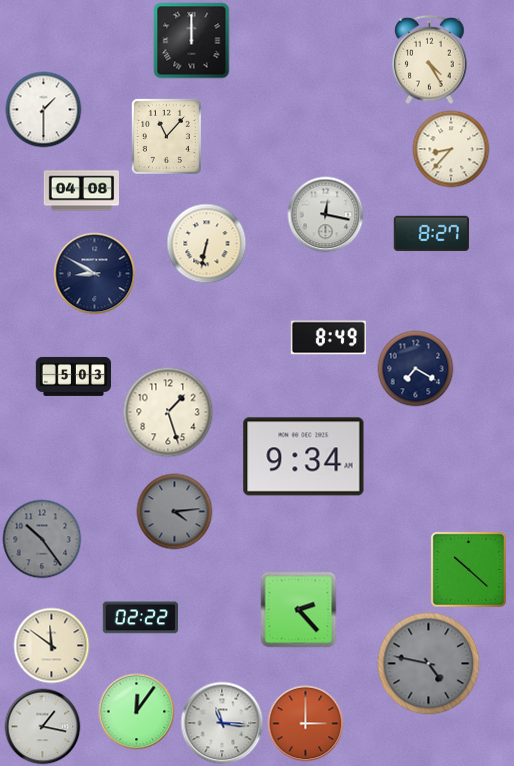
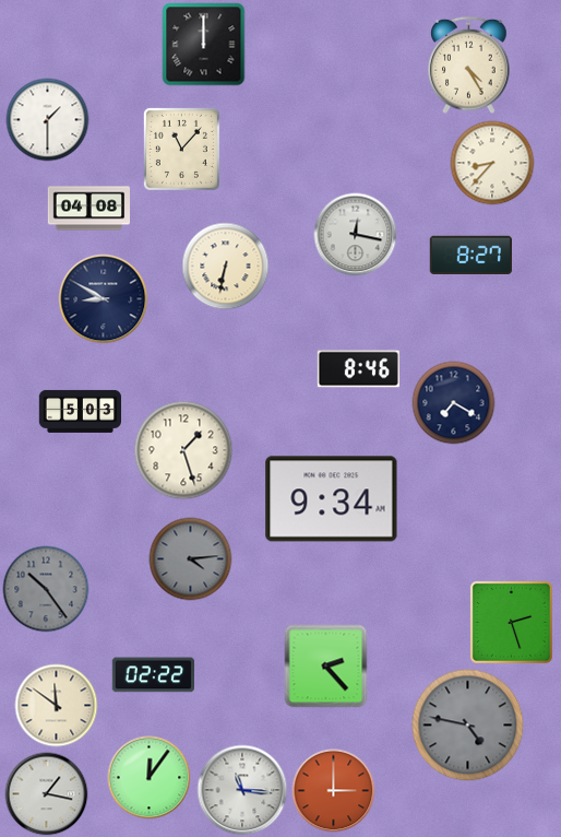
clock at (192, 41) position: (192, 41) -> (204, 45)
clock at (328, 338): 8:49 -> 8:46
clock at (468, 569): 10:22 -> 2:27
